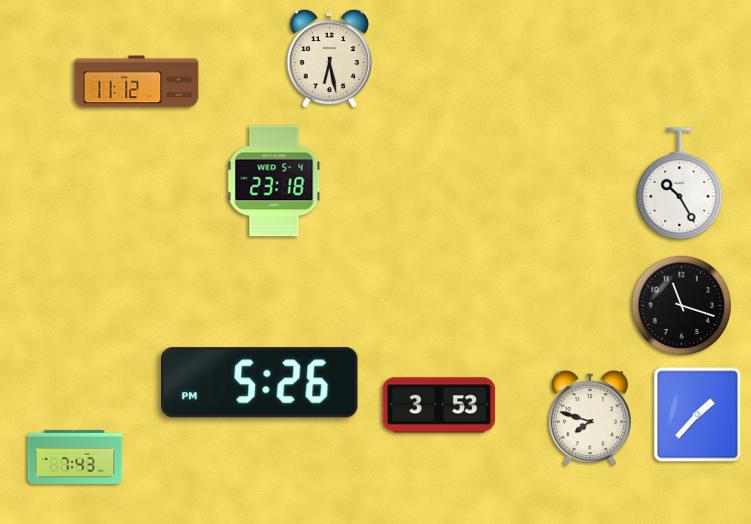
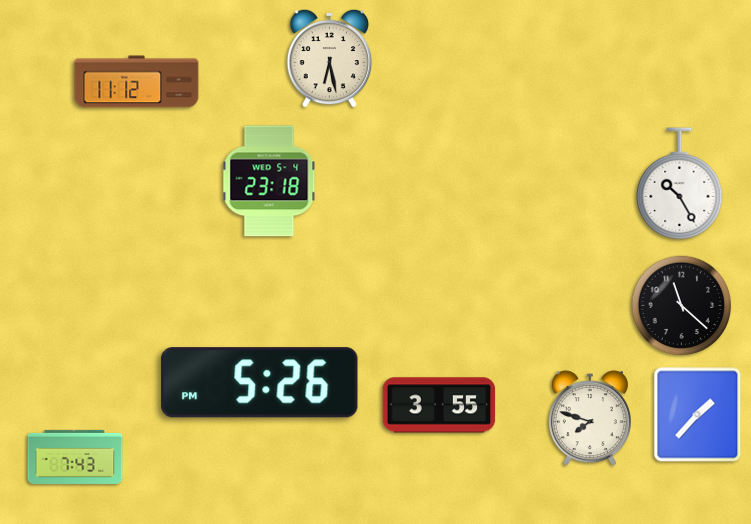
clock at (274, 181) position: (274, 181) -> (269, 181)
clock at (682, 306): 11:18 -> 11:22
clock at (439, 405): 3:53 -> 3:55
